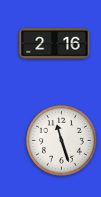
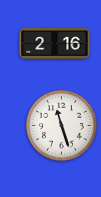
clock at (62, 141) position: (62, 141) -> (62, 126)
